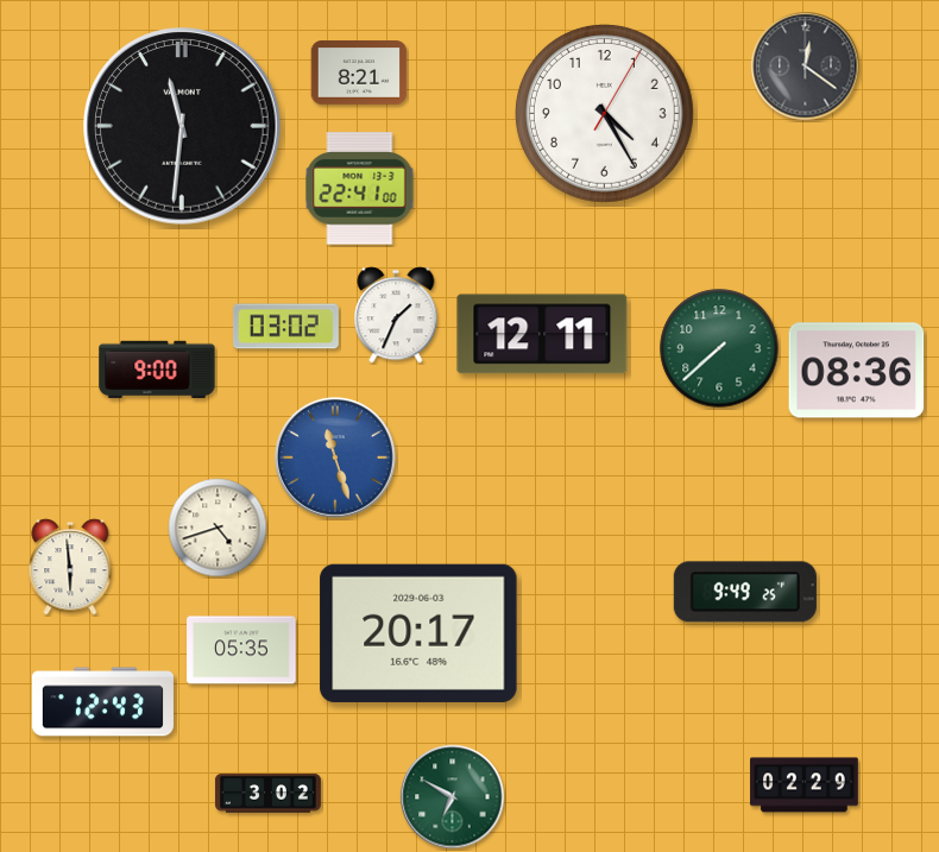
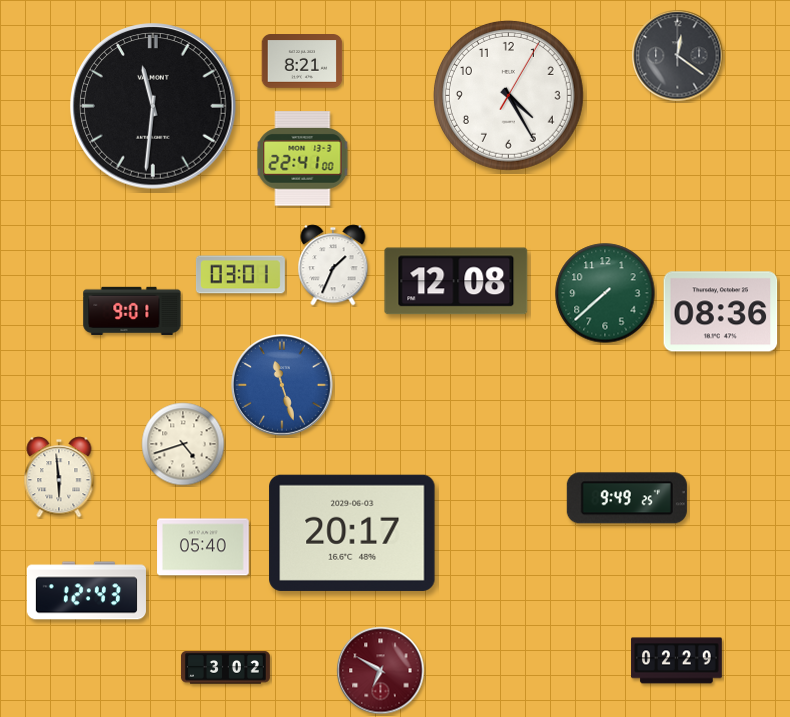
clock at (285, 327): 03:02 -> 03:01
clock at (542, 334): 12:11 -> 12:08
clock at (157, 370): 9:00 -> 9:01
clock at (241, 650): 05:35 -> 05:40
clock at (453, 797) dial: green -> burgundy
